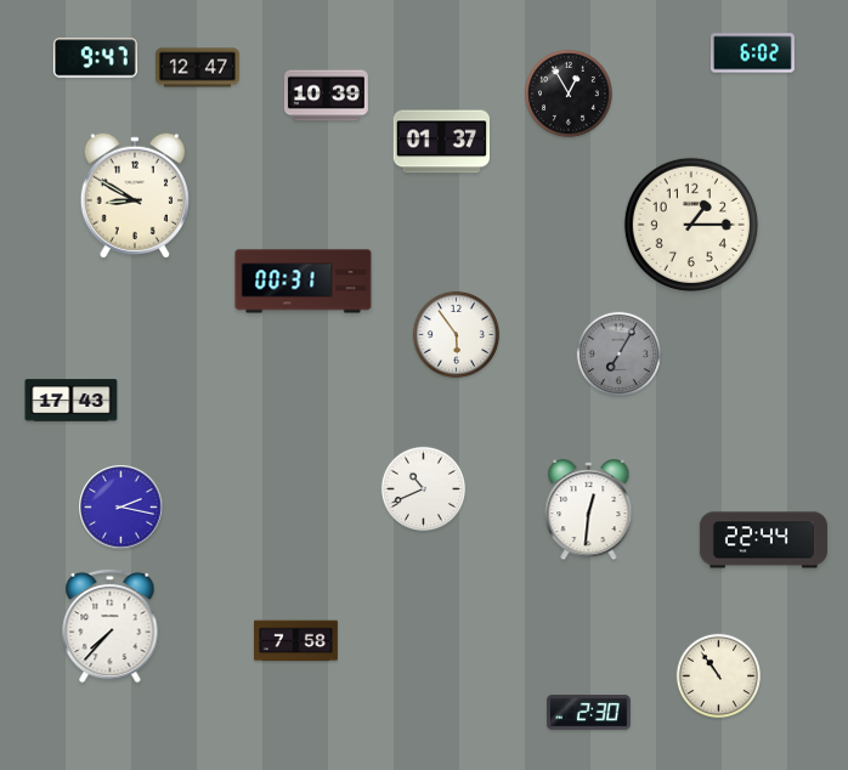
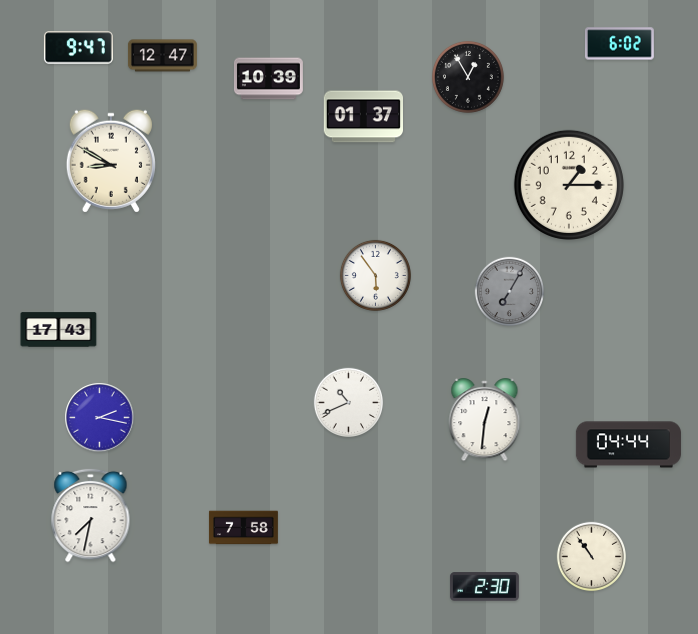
clock at (304, 282): 00:31 -> none
clock at (763, 540): 22:44 -> 04:44
clock at (111, 625): 7:37 -> 7:32
